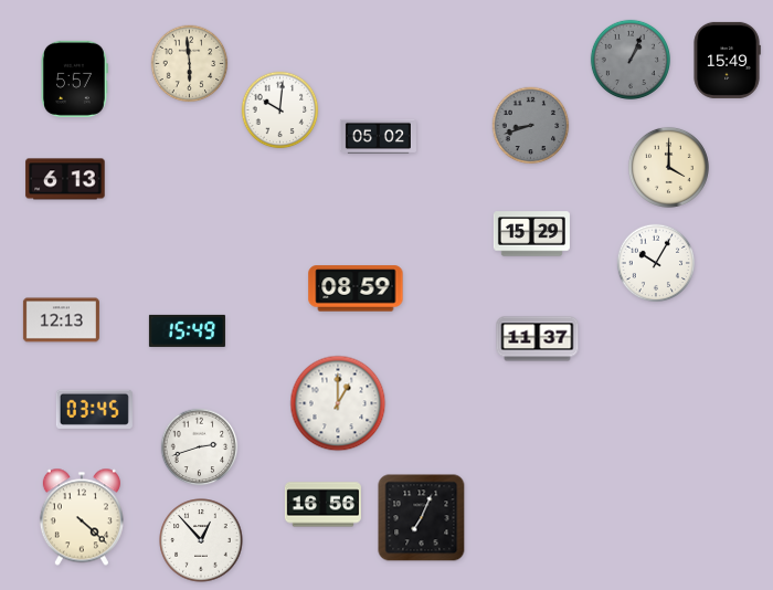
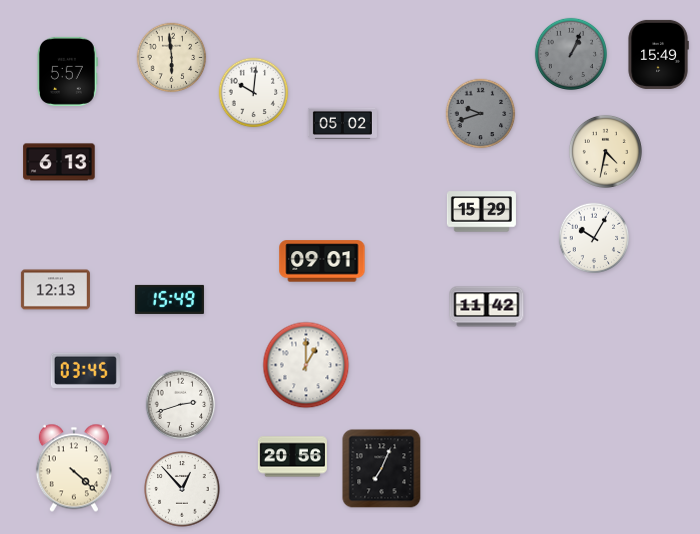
clock at (280, 110) position: (280, 110) -> (254, 93)
clock at (531, 126): 8:42 -> 9:42
clock at (668, 167): 4:00 -> 4:32
clock at (356, 288): 08:59 -> 09:01
clock at (538, 339): 11:37 -> 11:42
clock at (322, 505): 16:56 -> 20:56
